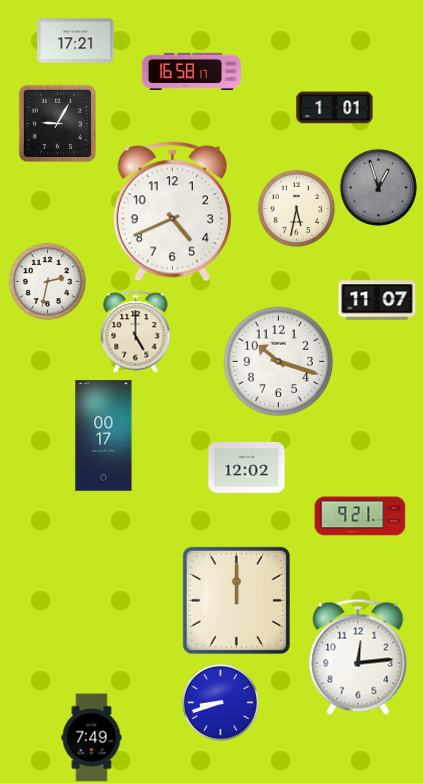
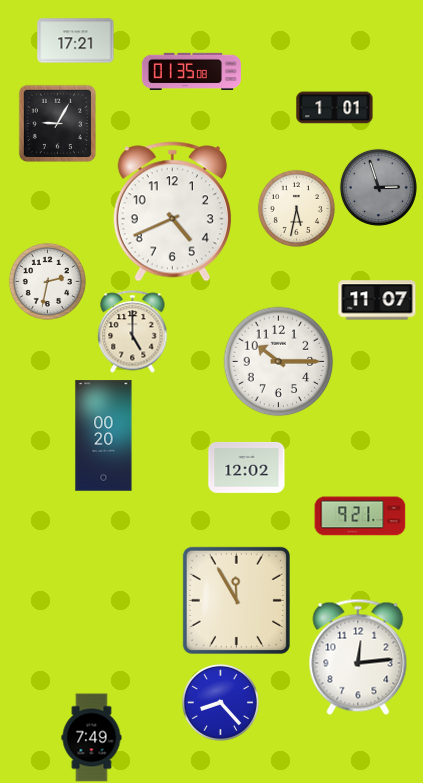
clock at (191, 71): 16:58 -> 01:35
clock at (378, 187): 12:57 -> 2:57
clock at (136, 332) position: (136, 332) -> (133, 332)
clock at (279, 362): 10:18 -> 10:15
clock at (104, 436): 00:17 -> 00:20
clock at (236, 600): 12:00 -> 11:55
clock at (220, 702): 8:42 -> 8:23
